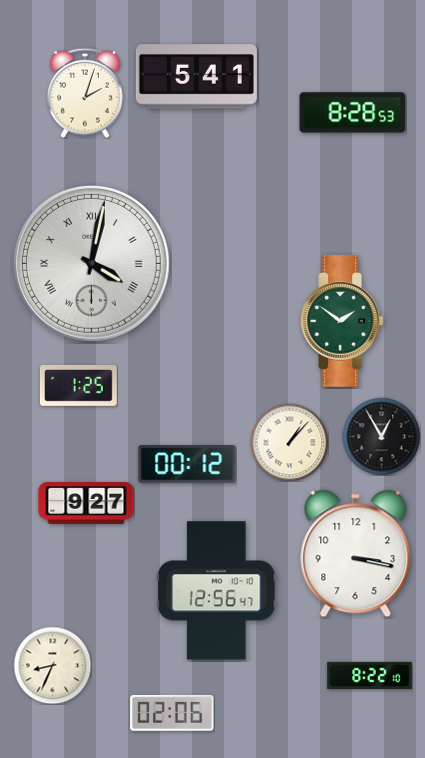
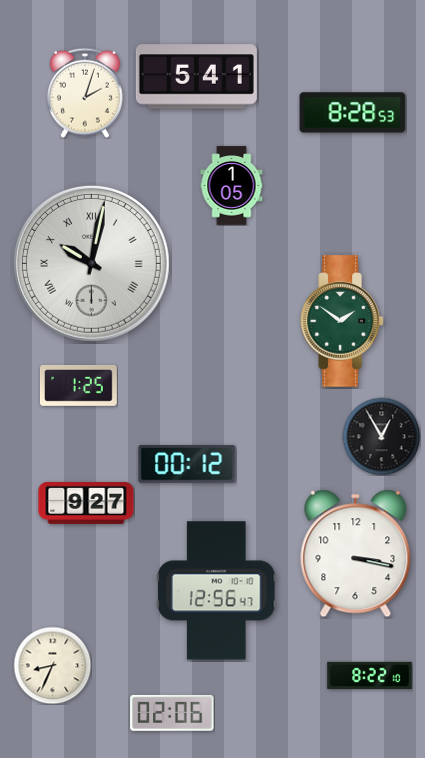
clock at (232, 186): none -> 1:05
clock at (91, 263): 4:02 -> 10:02
clock at (289, 442): 1:07 -> none
